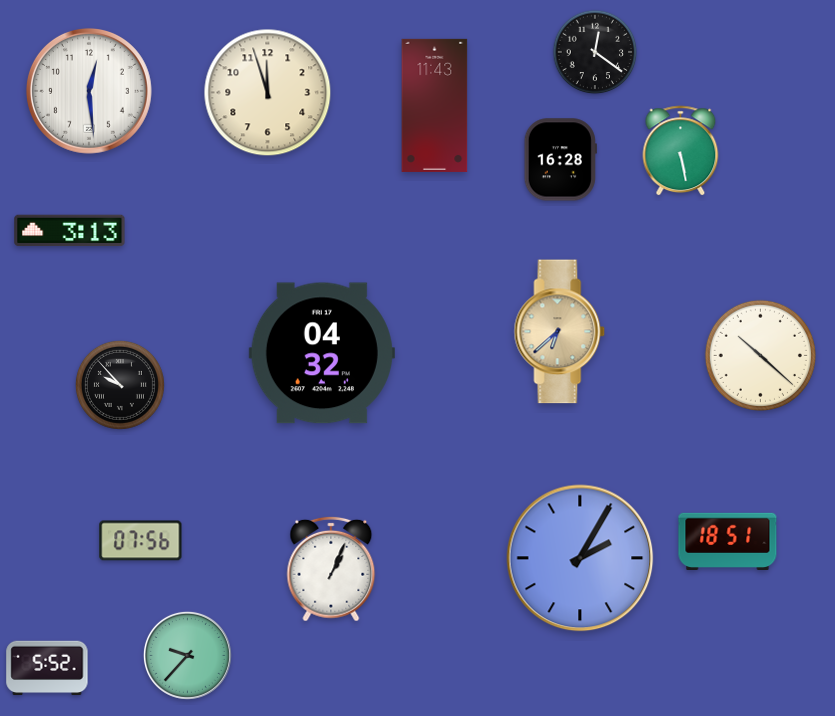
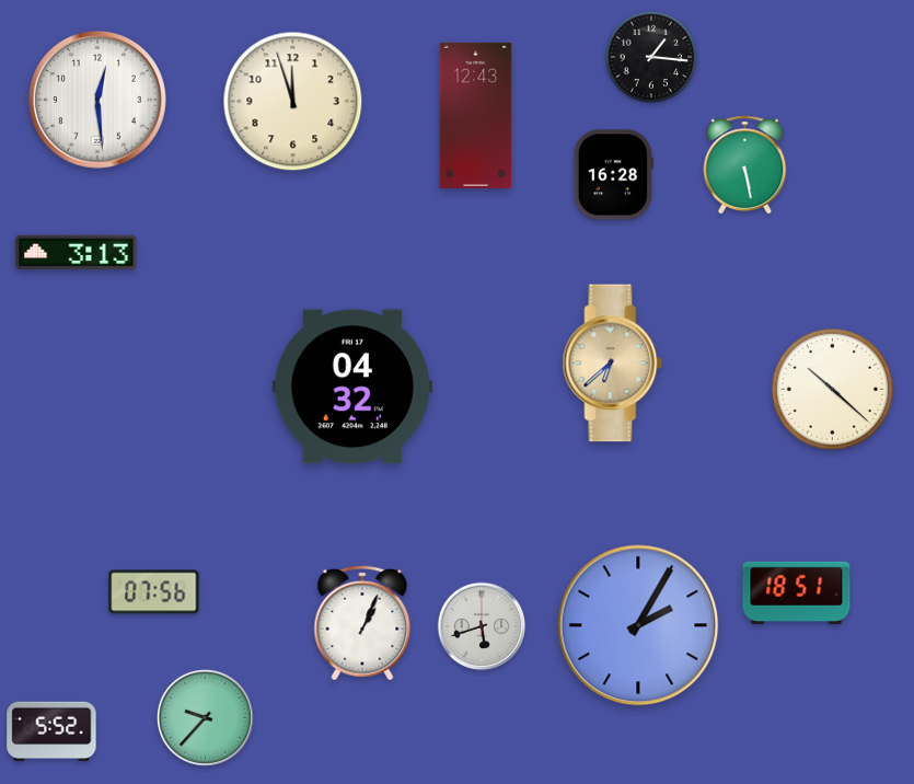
clock at (595, 52): 12:21 -> 1:16
clock at (435, 105): 11:43 -> 12:43
clock at (120, 385): 9:53 -> none
clock at (580, 558) position: (580, 558) -> (638, 625)
clock at (482, 626): none -> 5:42
